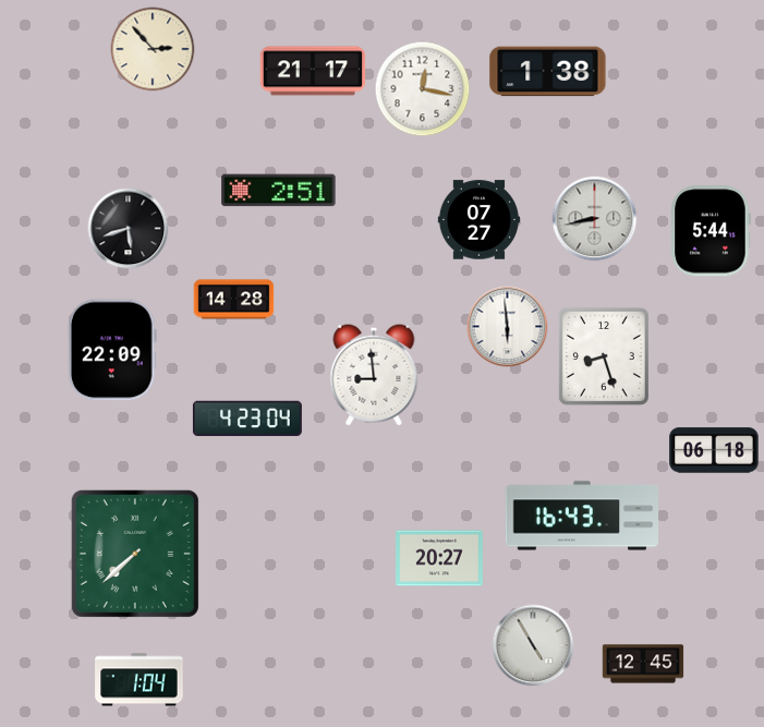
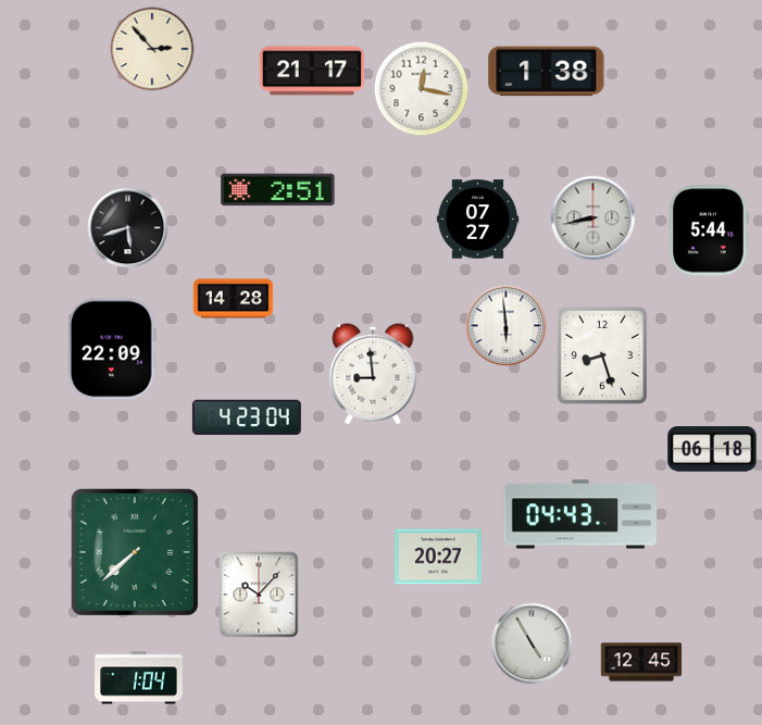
clock at (581, 516): 16:43 -> 04:43
clock at (259, 595): none -> 10:07
